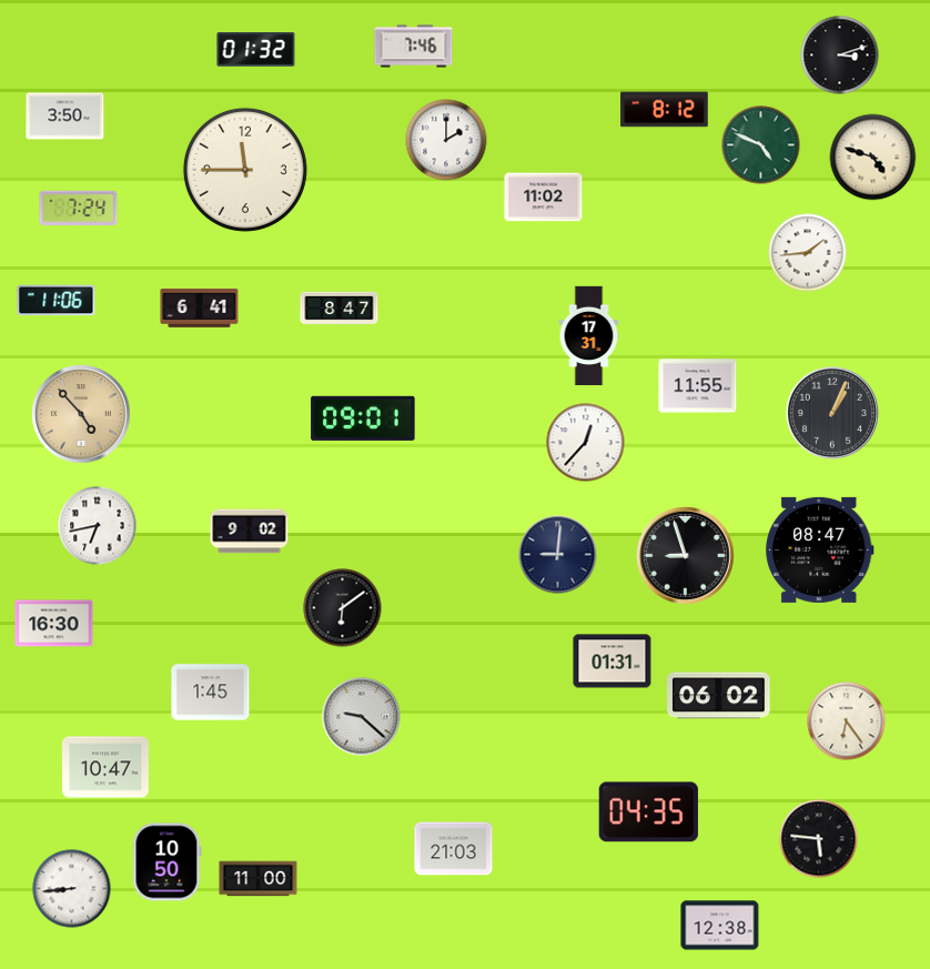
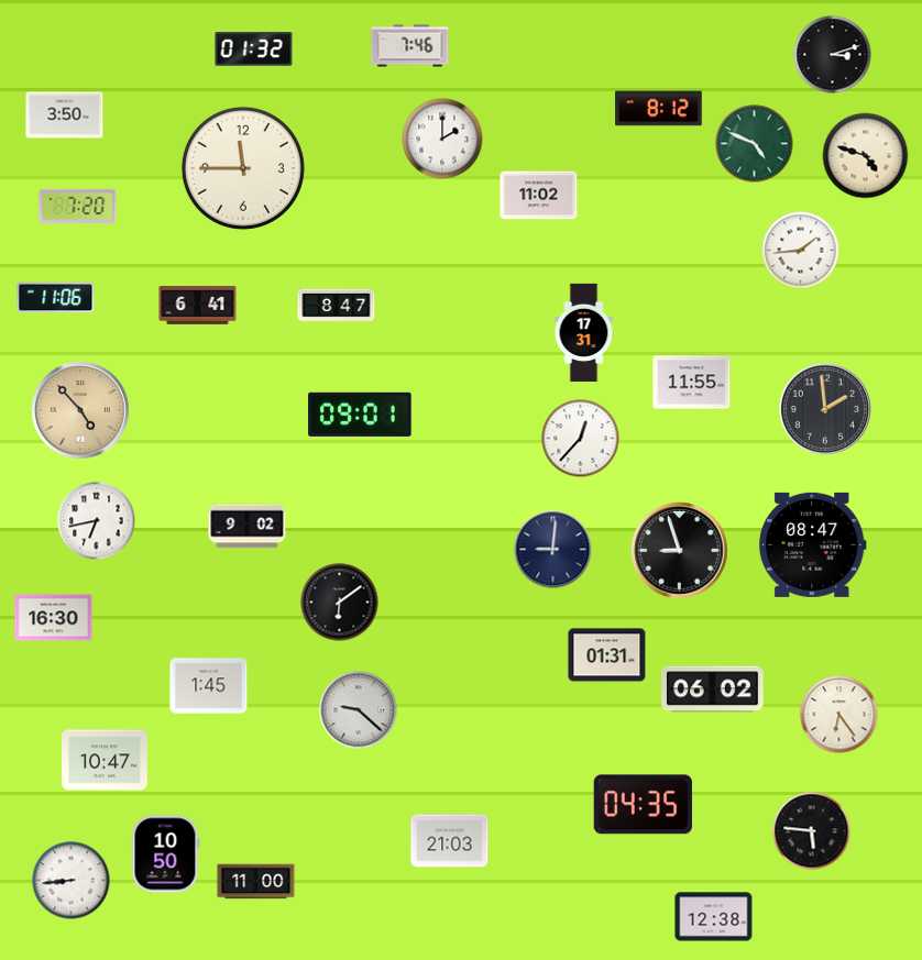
clock at (79, 209): 7:24 -> 7:20
clock at (832, 413): 1:04 -> 1:59
clock at (259, 879) position: (259, 879) -> (256, 882)
